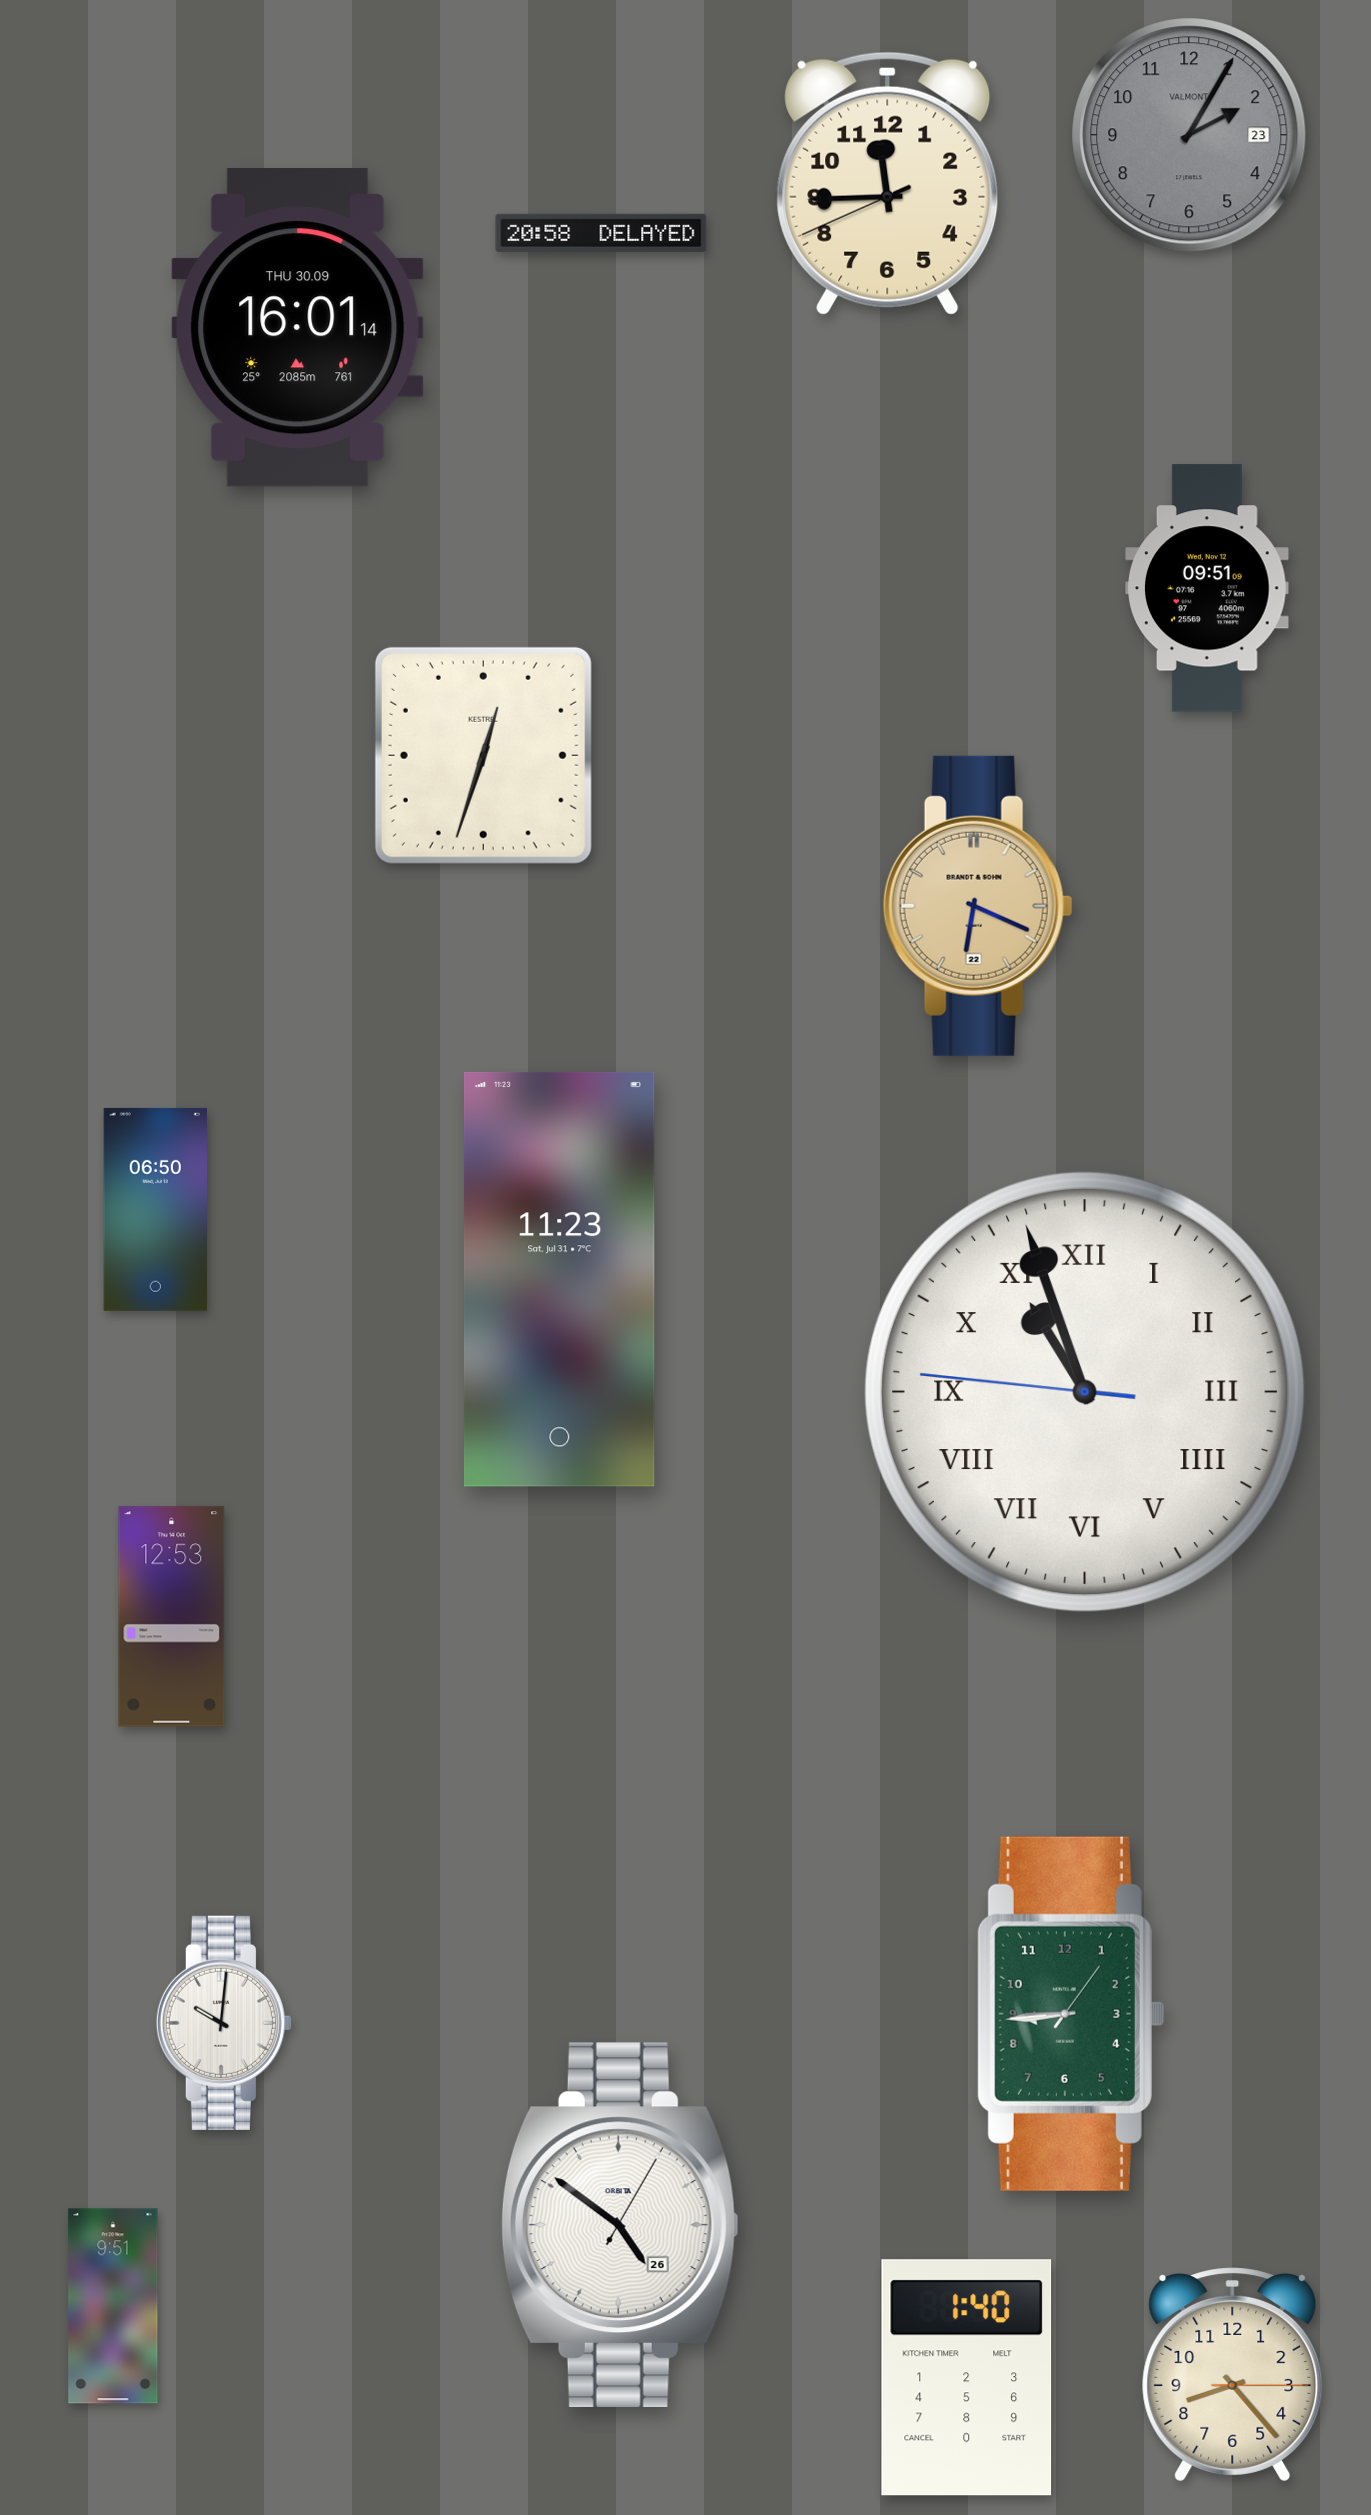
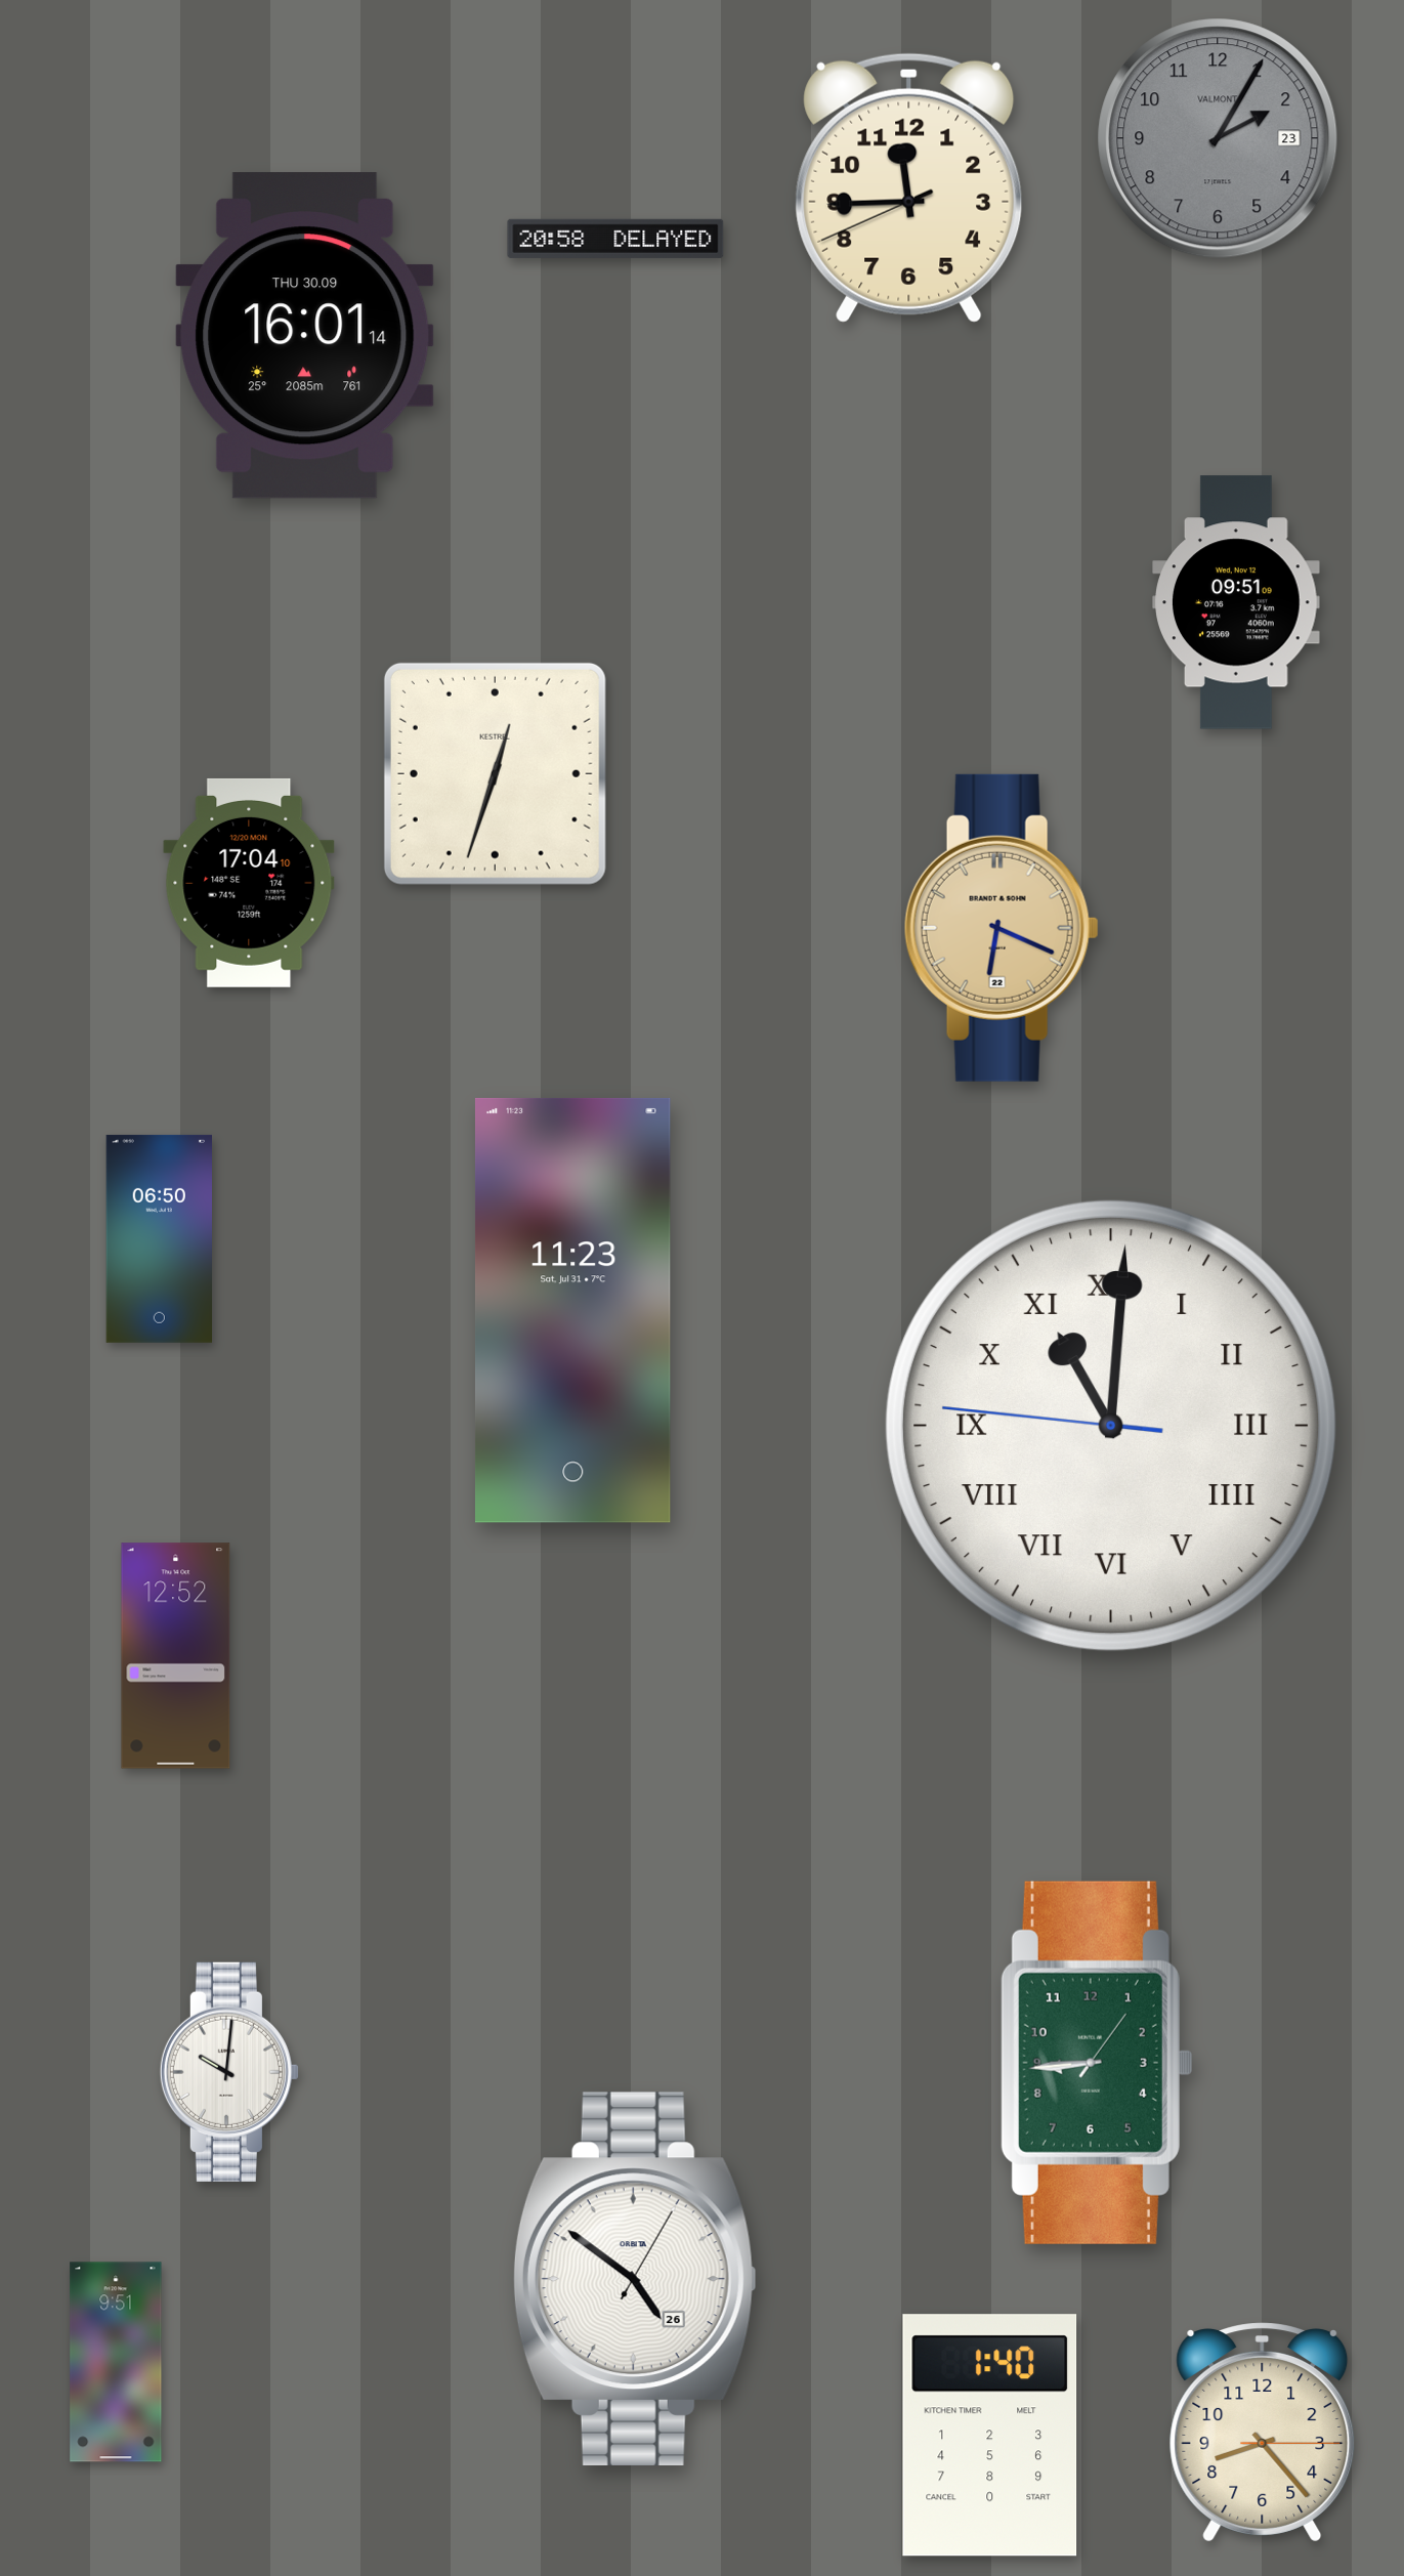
clock at (249, 883): none -> 17:04
clock at (1085, 1392): 10:56 -> 11:00
clock at (172, 1617): 12:53 -> 12:52
